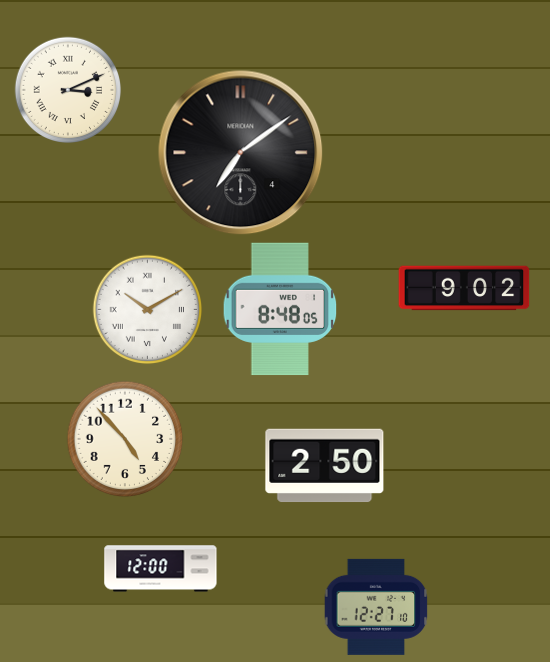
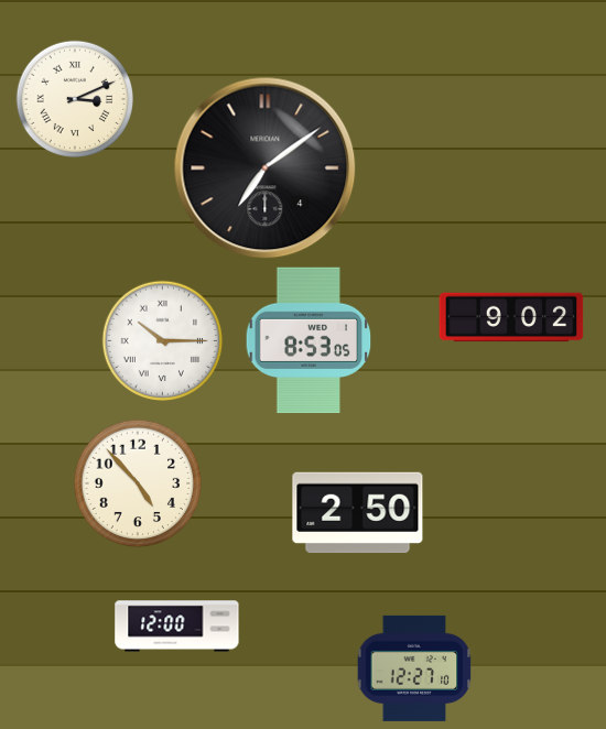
clock at (280, 309): 8:48 -> 8:53
clock at (148, 310): 10:10 -> 10:15
